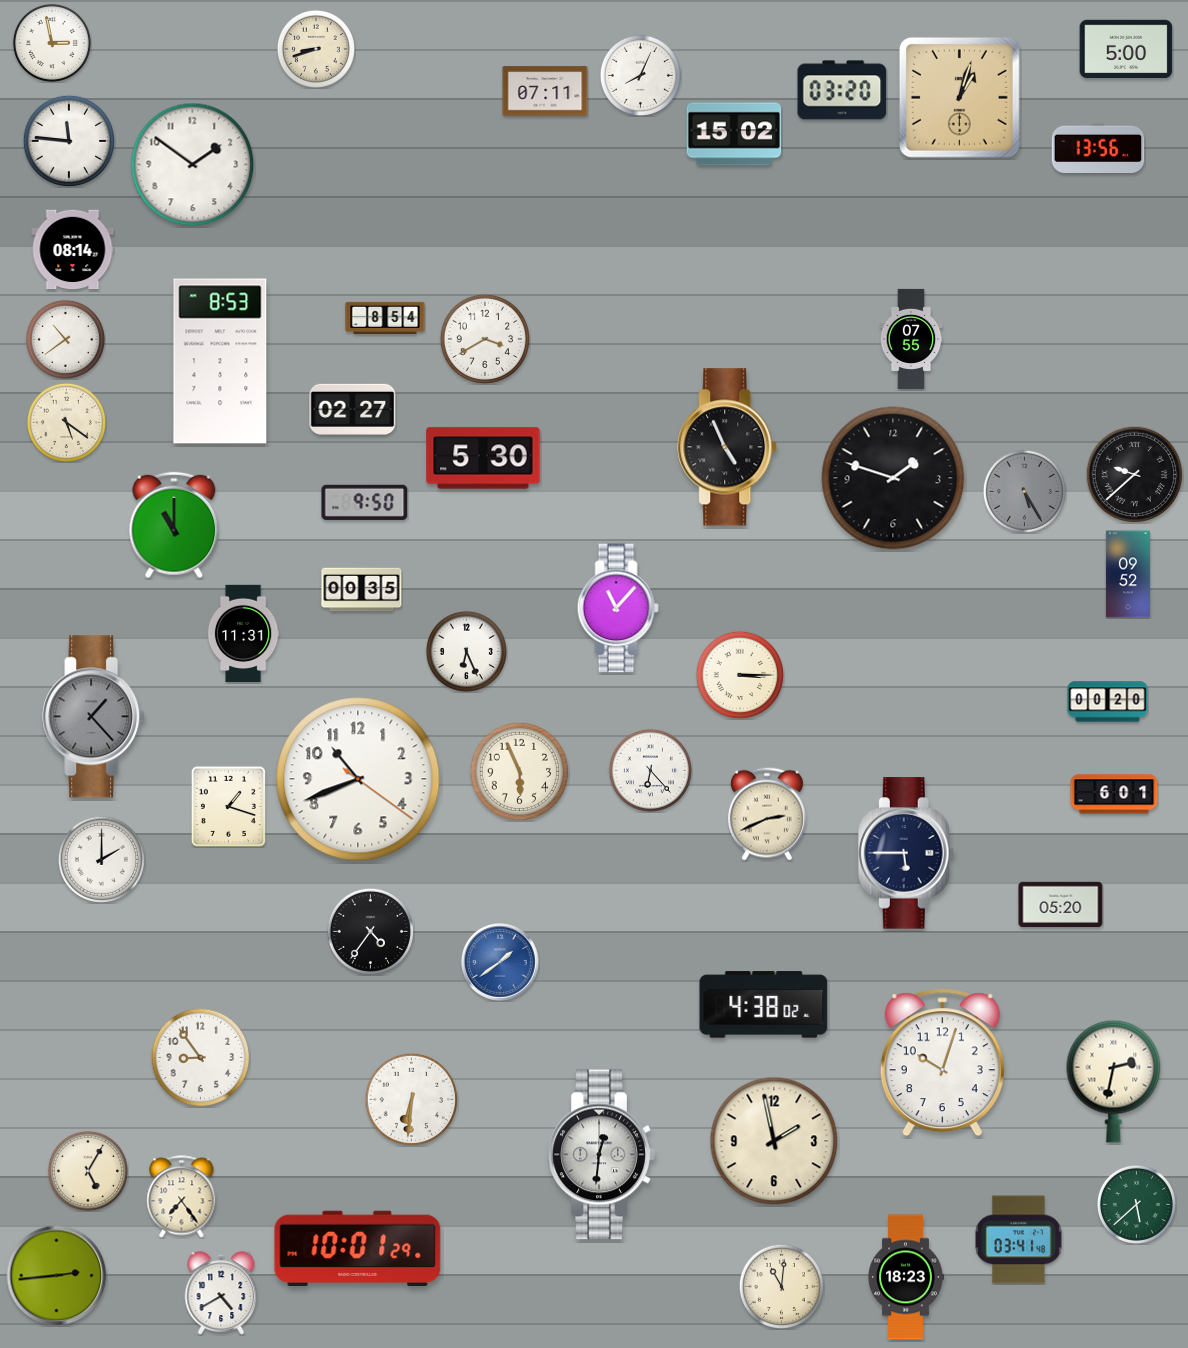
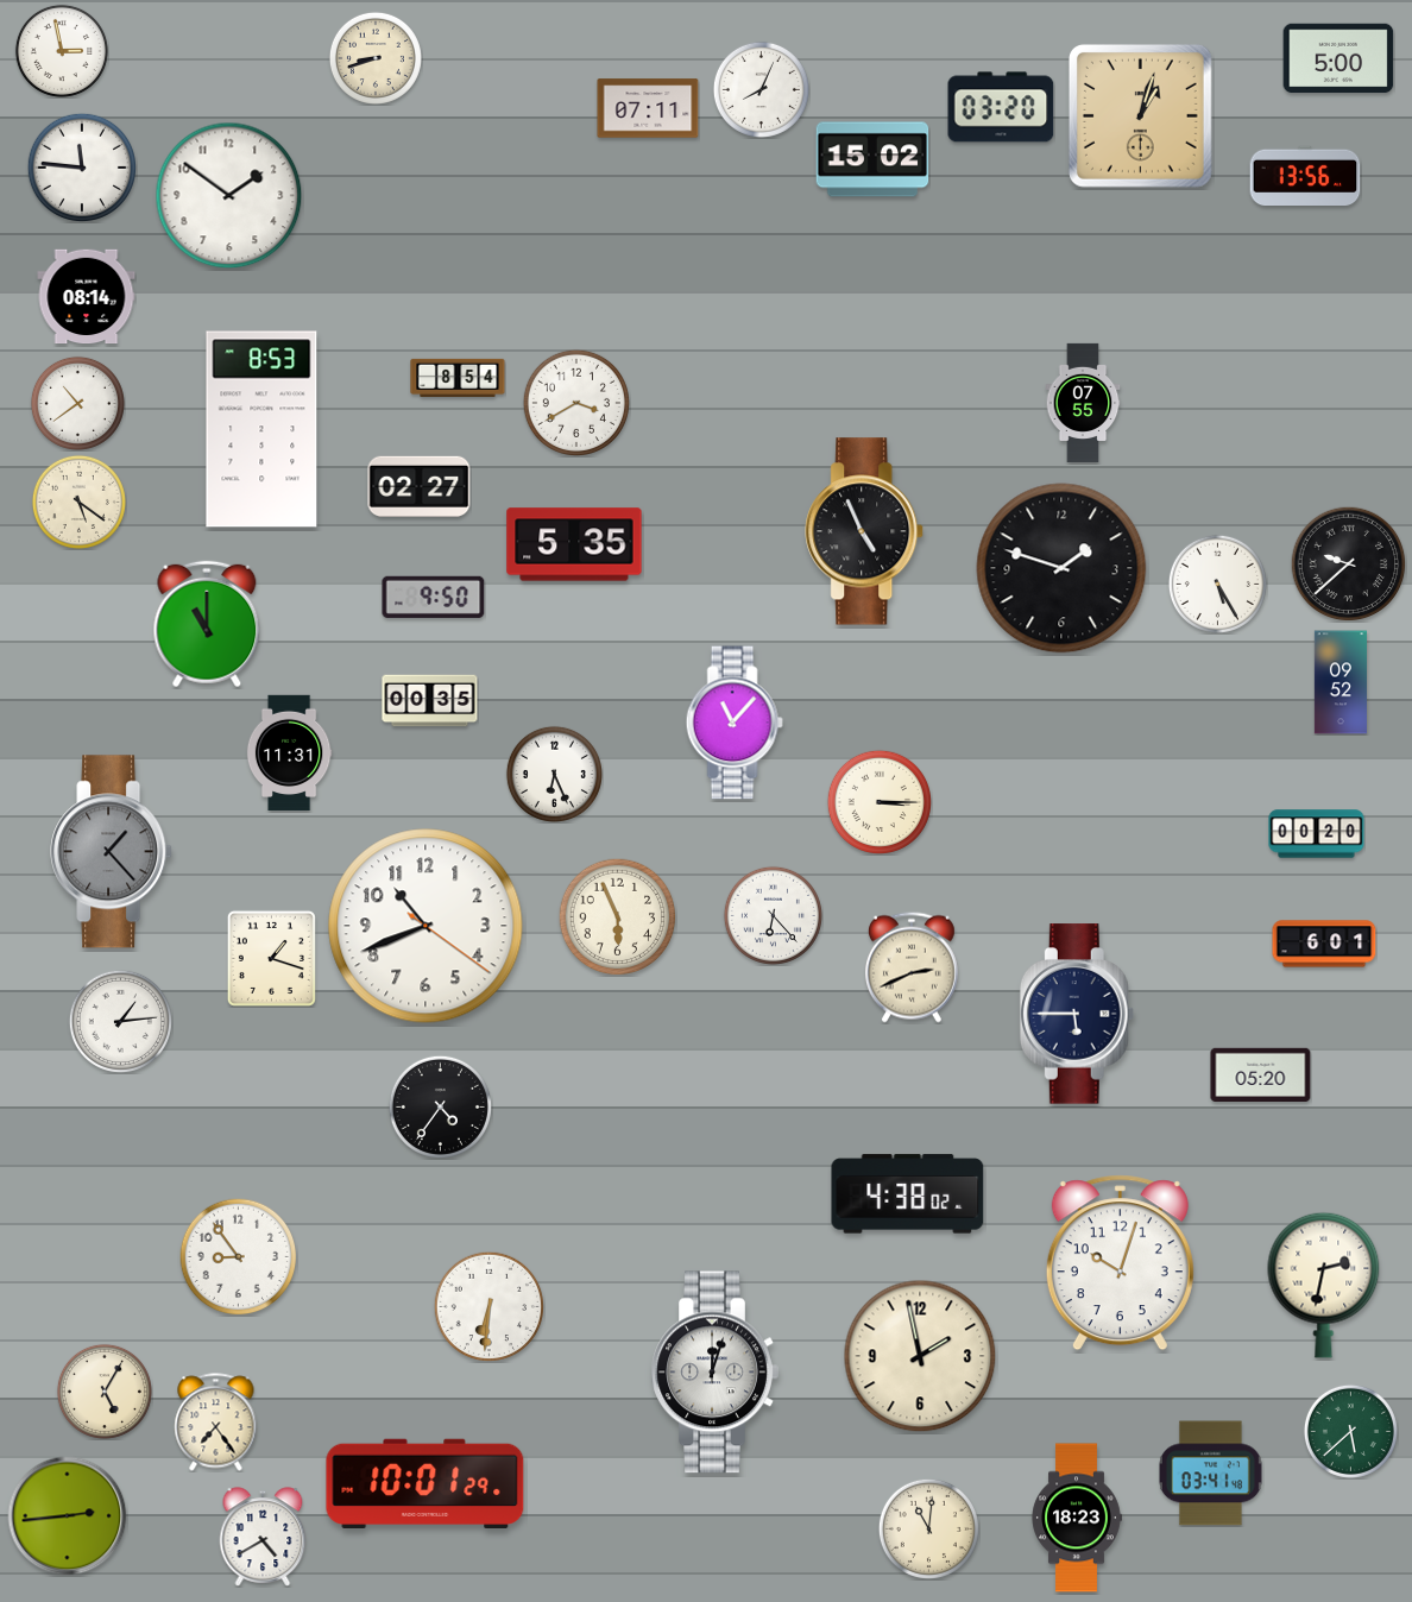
clock at (483, 458): 5:30 -> 5:35
clock at (1024, 491) dial: grey -> white
clock at (101, 859): 2:00 -> 1:14
clock at (500, 962): 1:39 -> none
clock at (601, 1155): 12:31 -> 12:03
